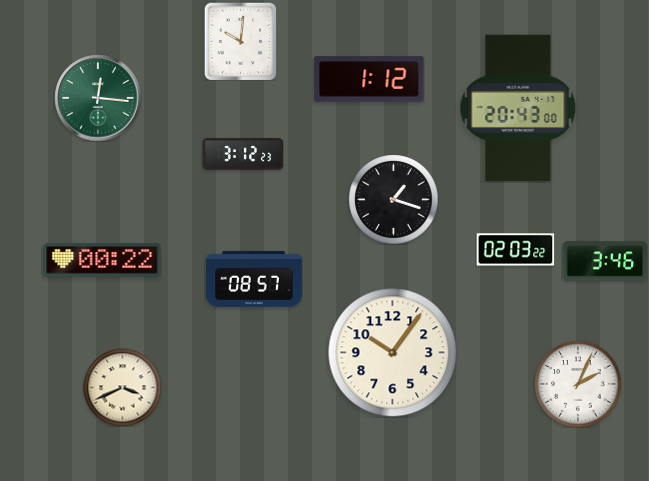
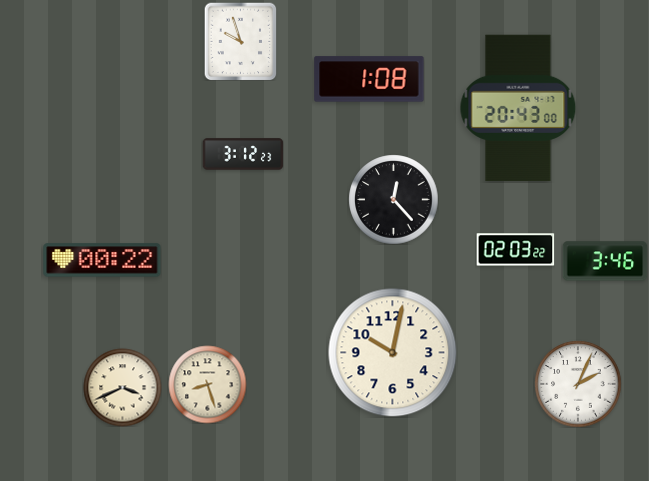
clock at (241, 41): 10:01 -> 9:57
clock at (369, 79): 1:12 -> 1:08
clock at (98, 98): 12:16 -> none
clock at (393, 199): 1:18 -> 12:23
clock at (254, 279): 08:57 -> none
clock at (392, 352): 10:06 -> 10:02
clock at (207, 384): none -> 8:27
